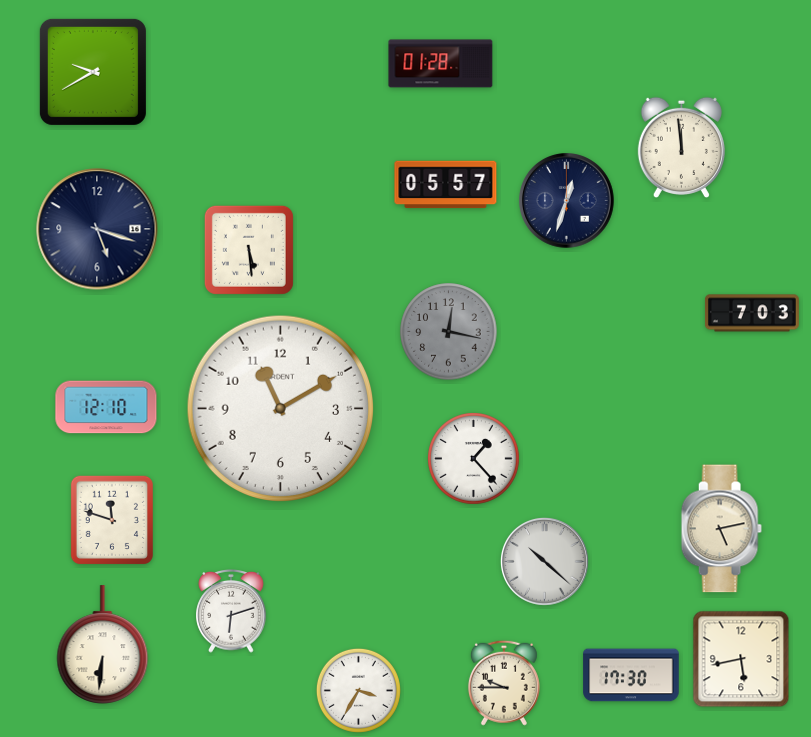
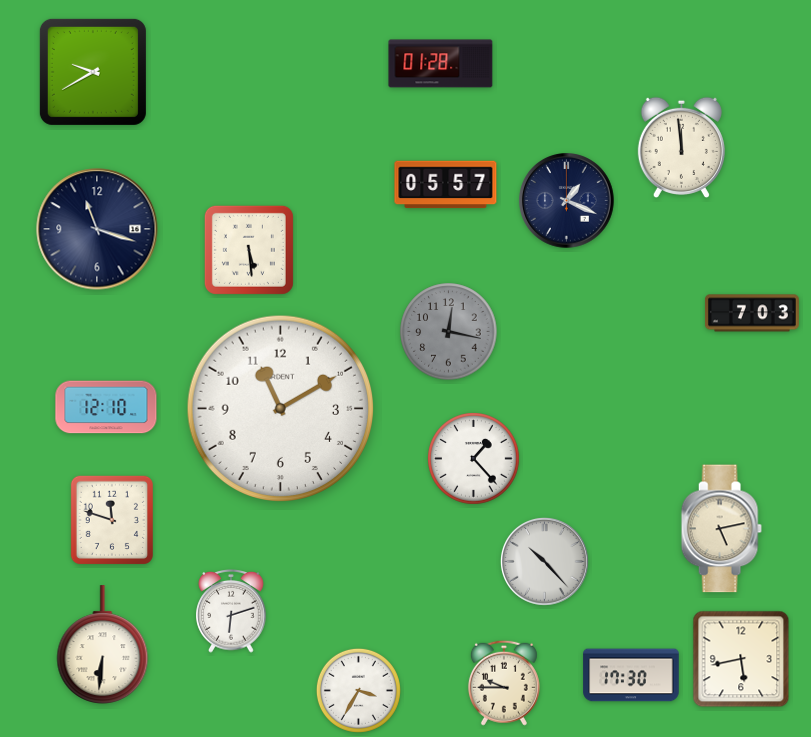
clock at (567, 201): 12:33 -> 1:19
clock at (97, 229): 5:18 -> 11:18
clock at (544, 561): 10:22 -> 10:23
